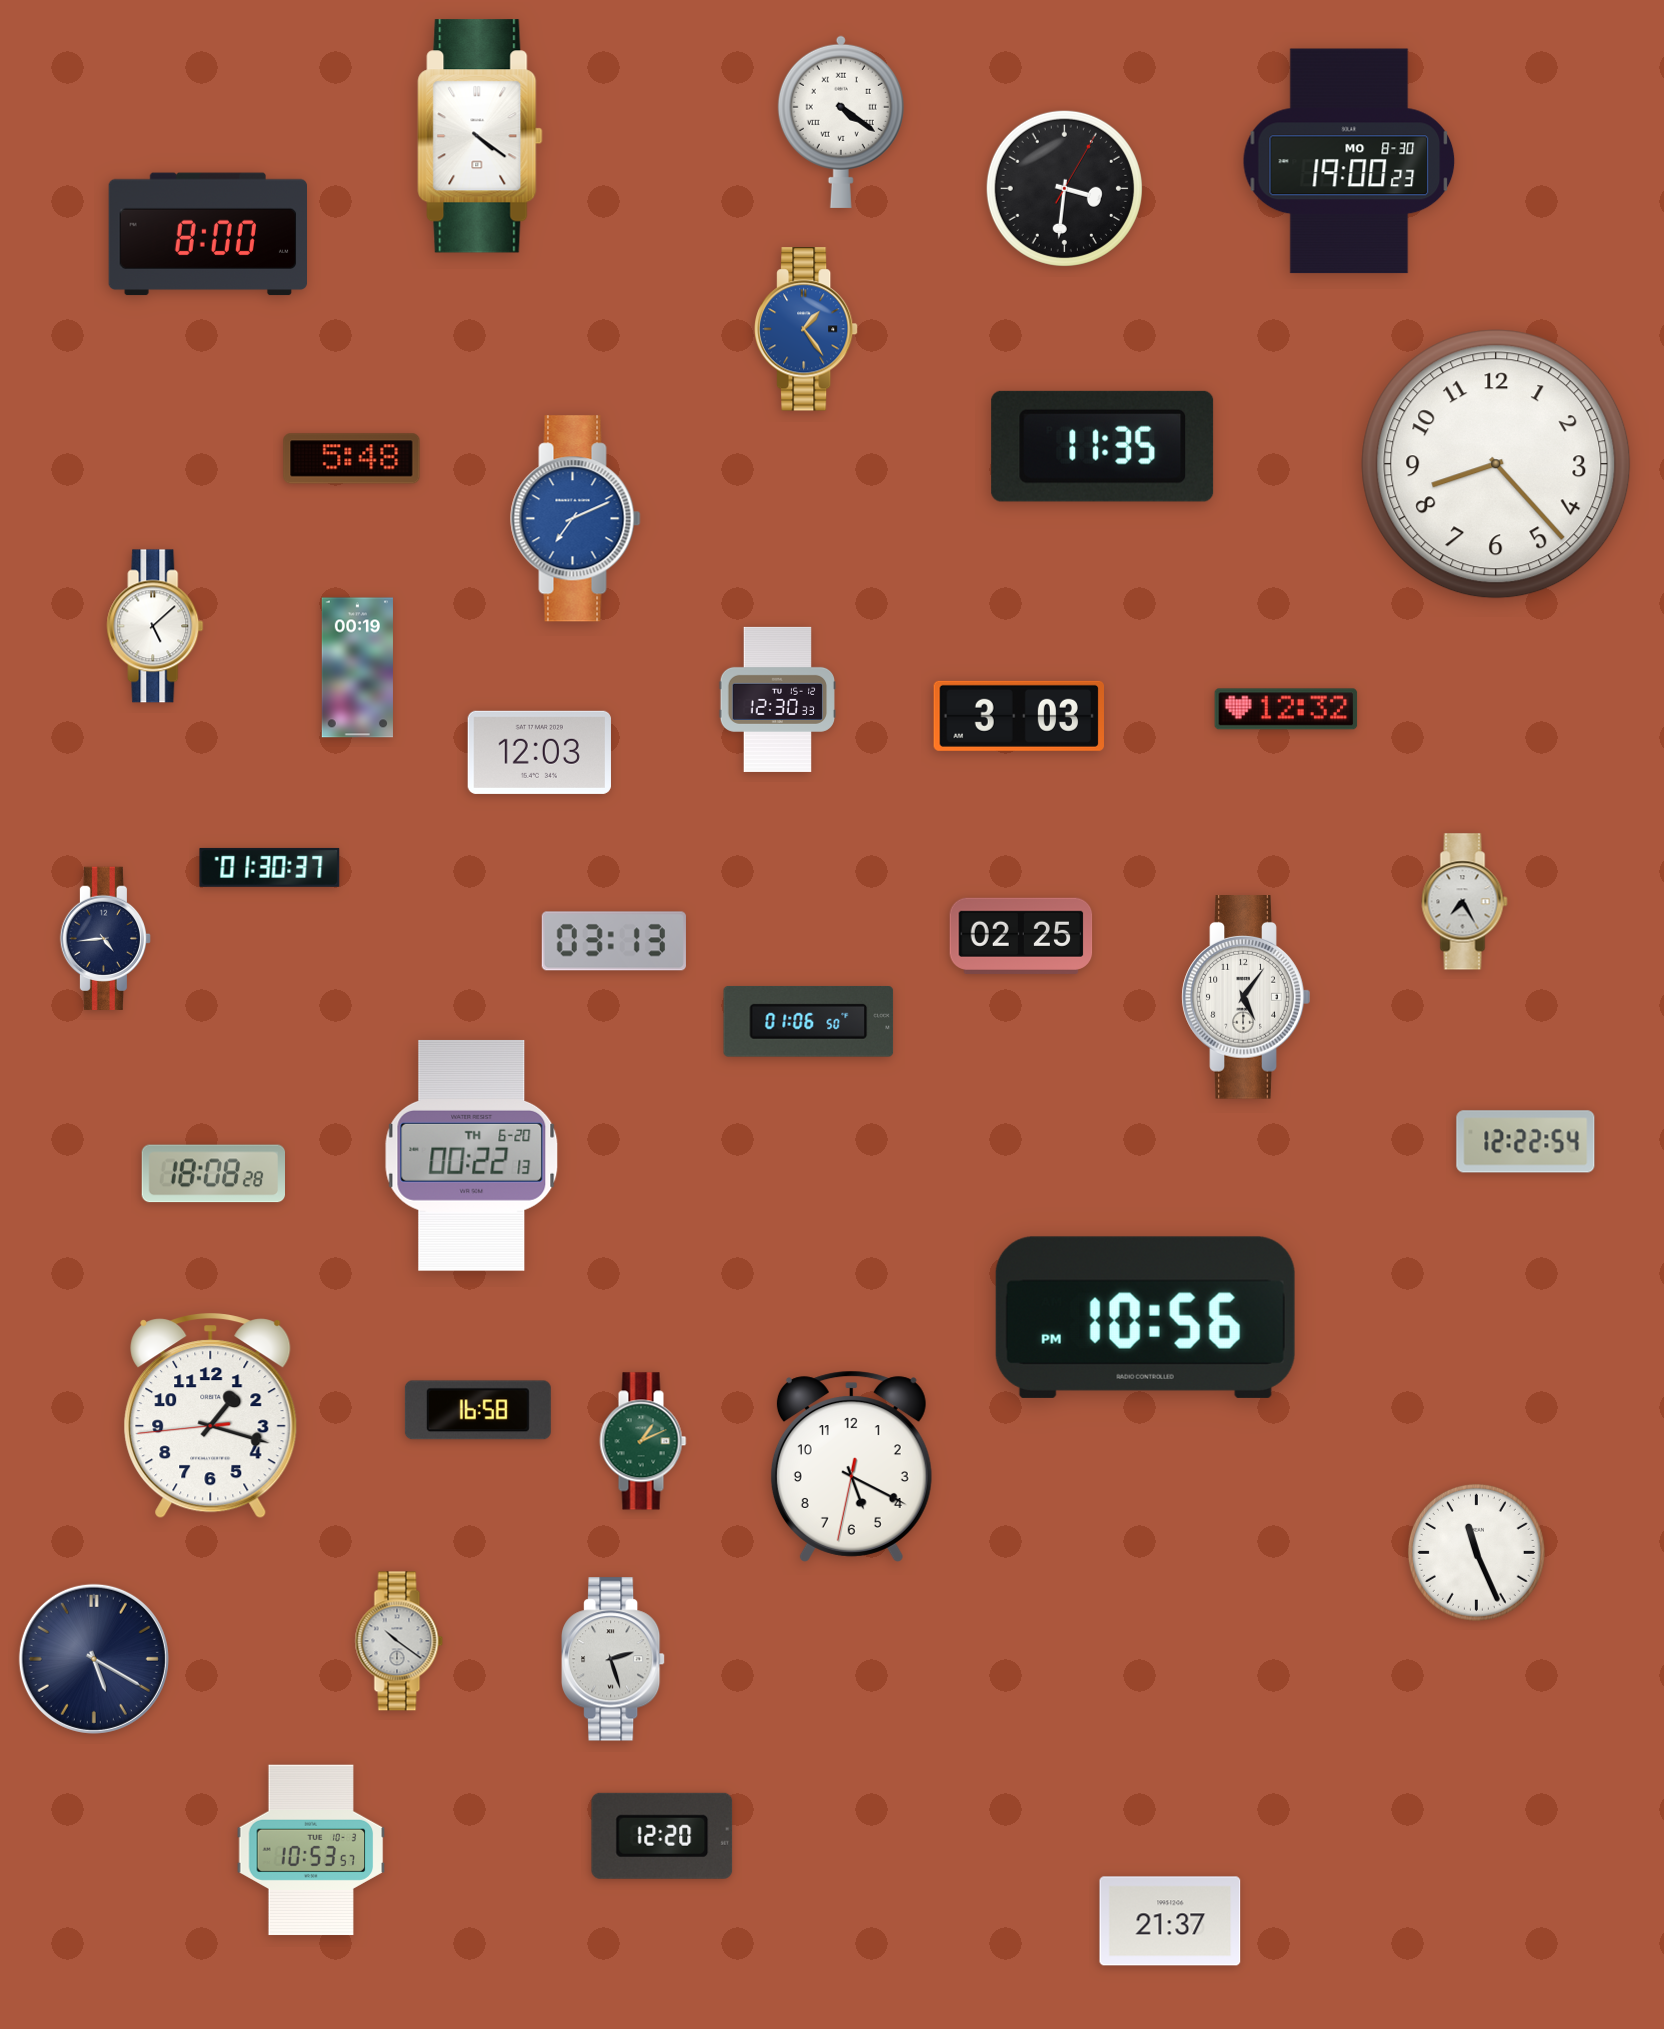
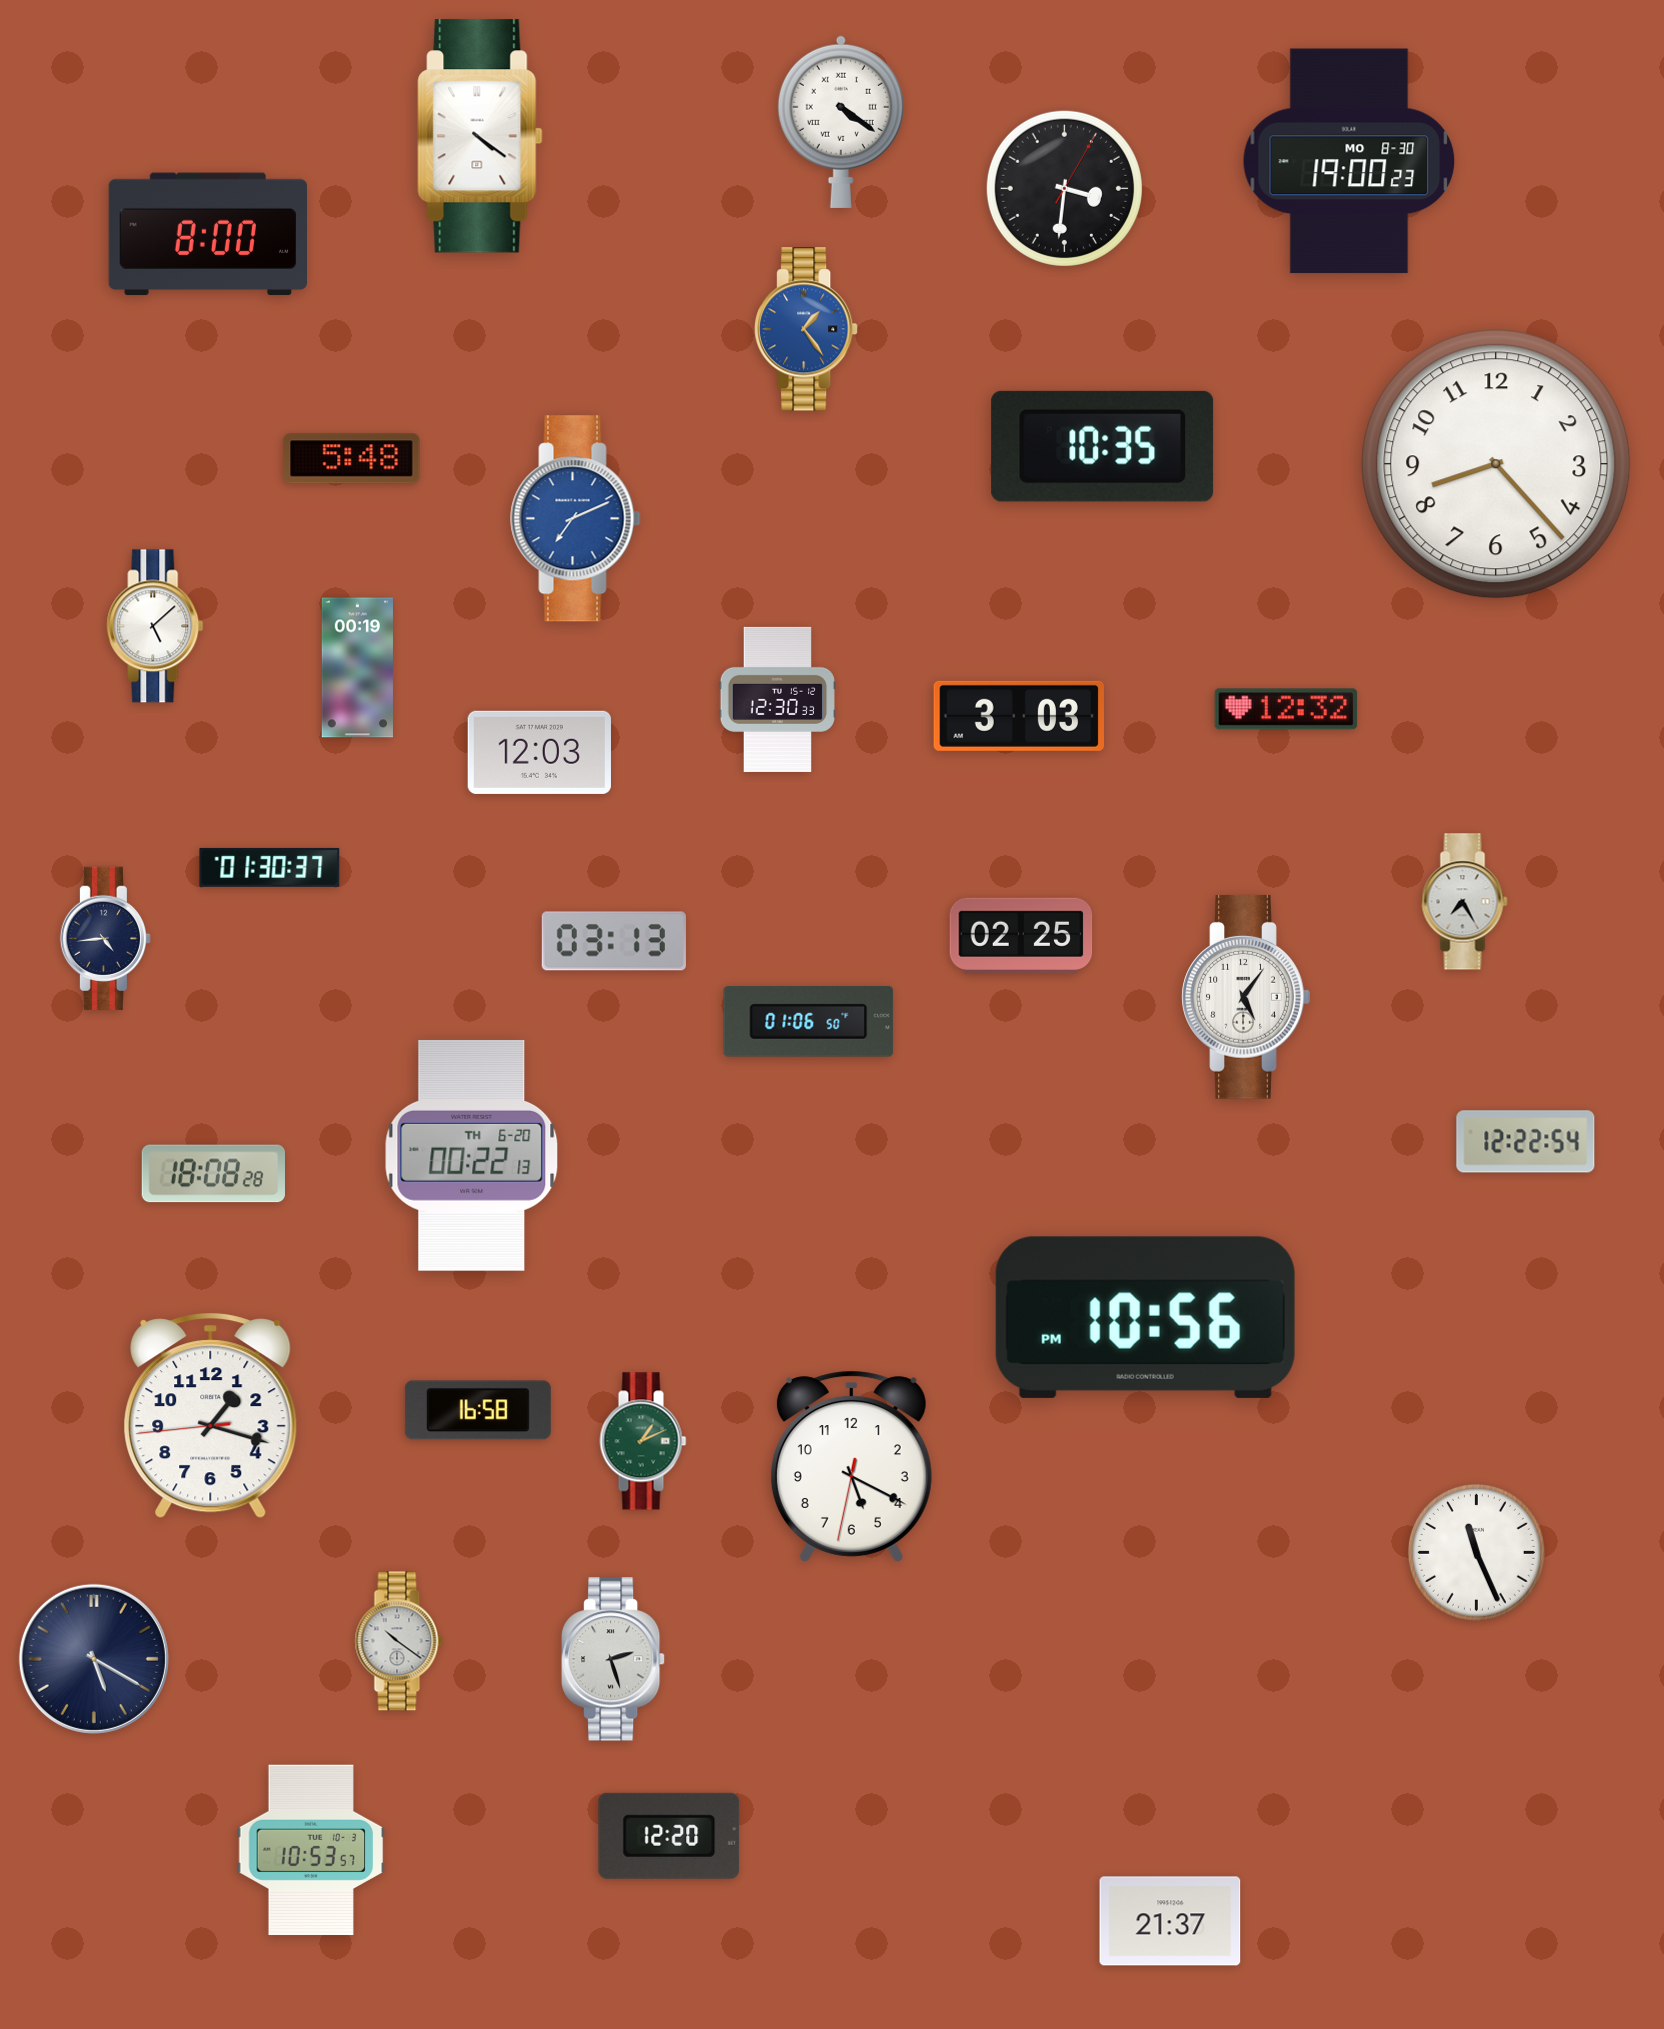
clock at (1103, 446): 11:35 -> 10:35
clock at (662, 1836) position: (662, 1836) -> (669, 1836)
